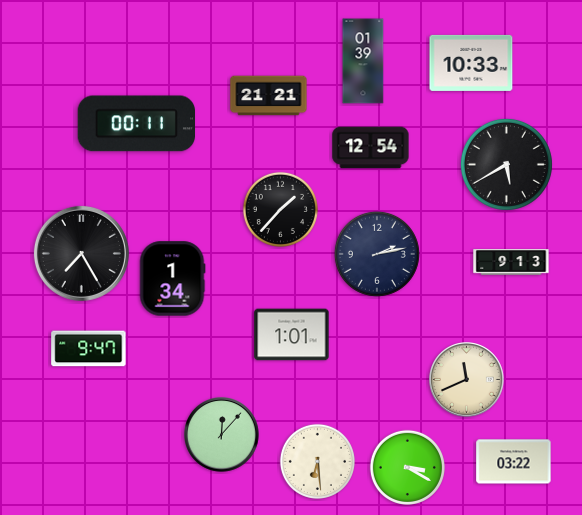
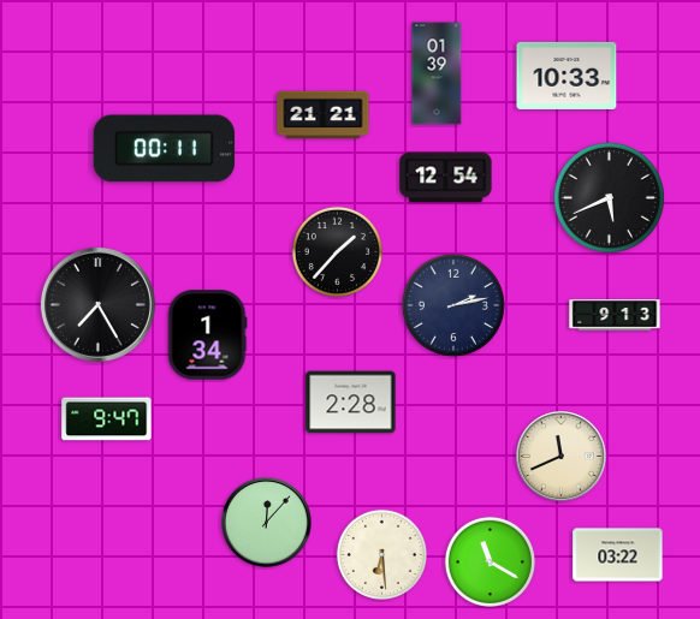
clock at (506, 164): 5:40 -> 5:41
clock at (292, 335): 1:01 -> 2:28
clock at (407, 467): 3:20 -> 11:20
